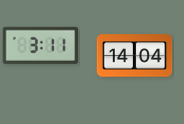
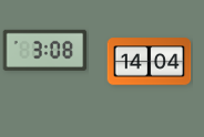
clock at (41, 45): 3:11 -> 3:08
